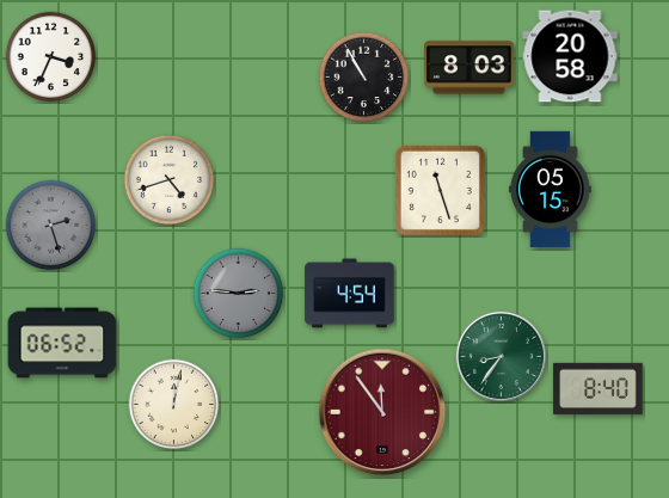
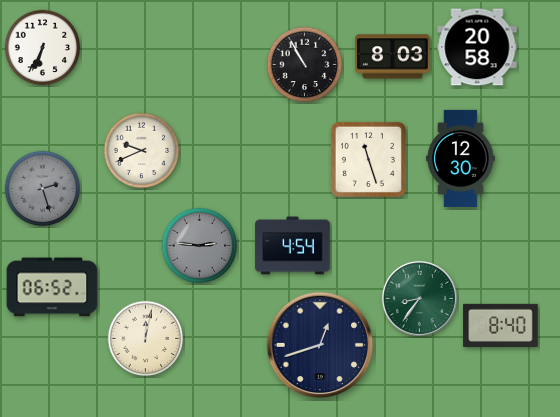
clock at (51, 57): 3:34 -> 6:34
clock at (170, 180): 4:42 -> 9:41
clock at (550, 189): 05:15 -> 12:30
clock at (382, 412): 11:54 -> 12:42
clock at (382, 412) dial: burgundy -> navy
